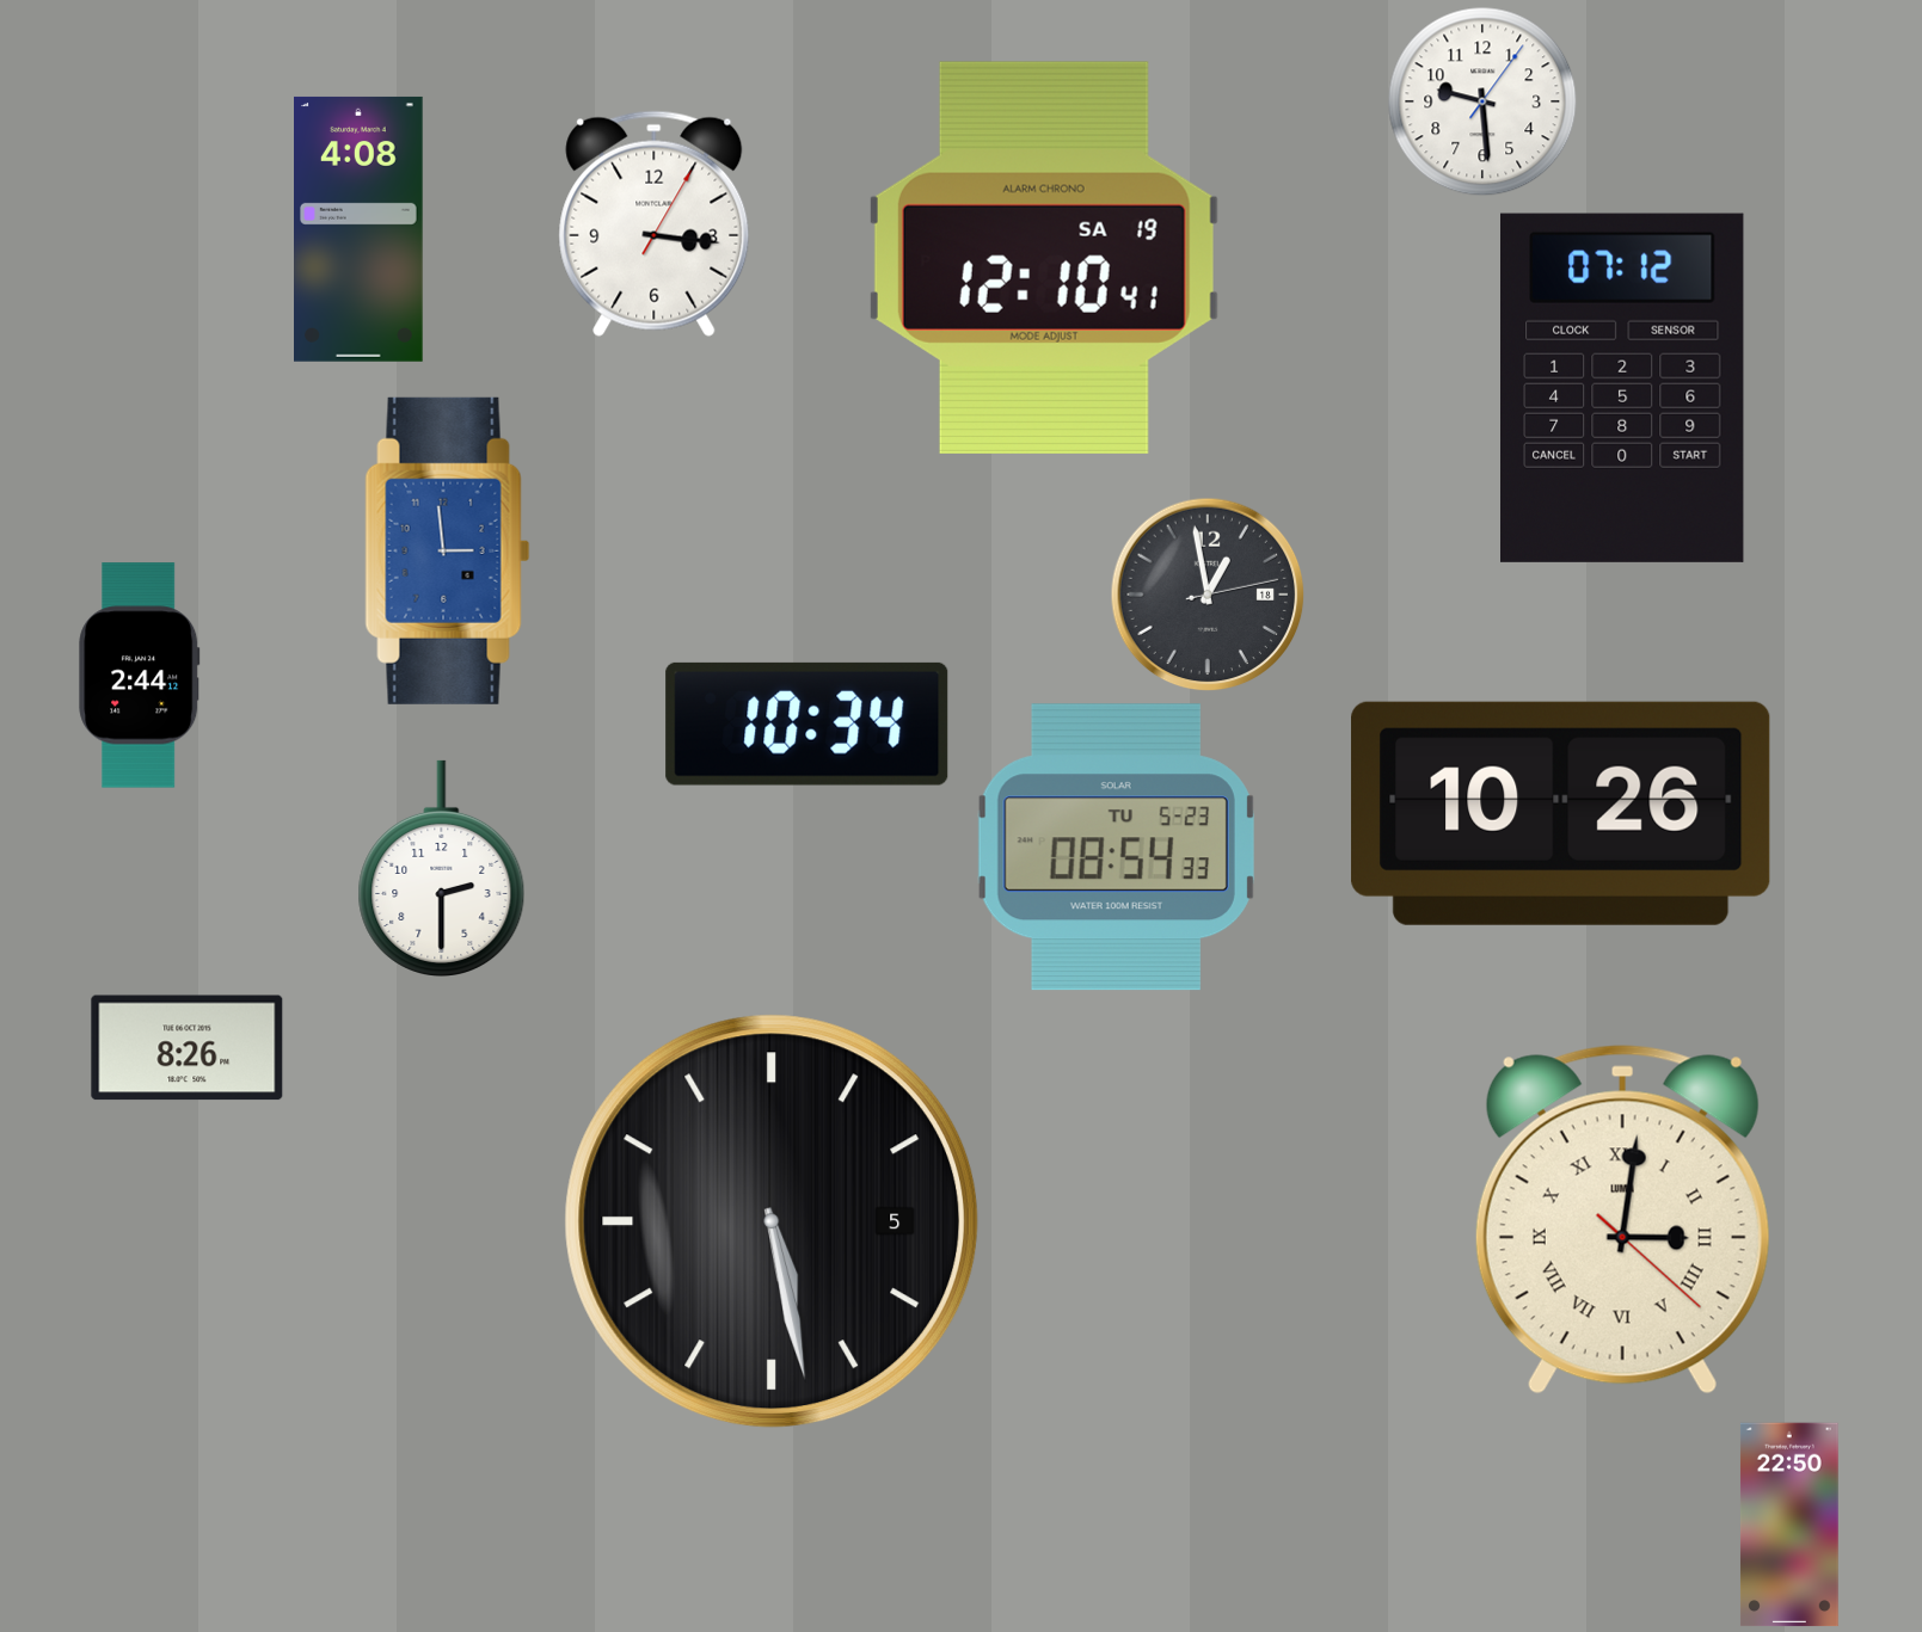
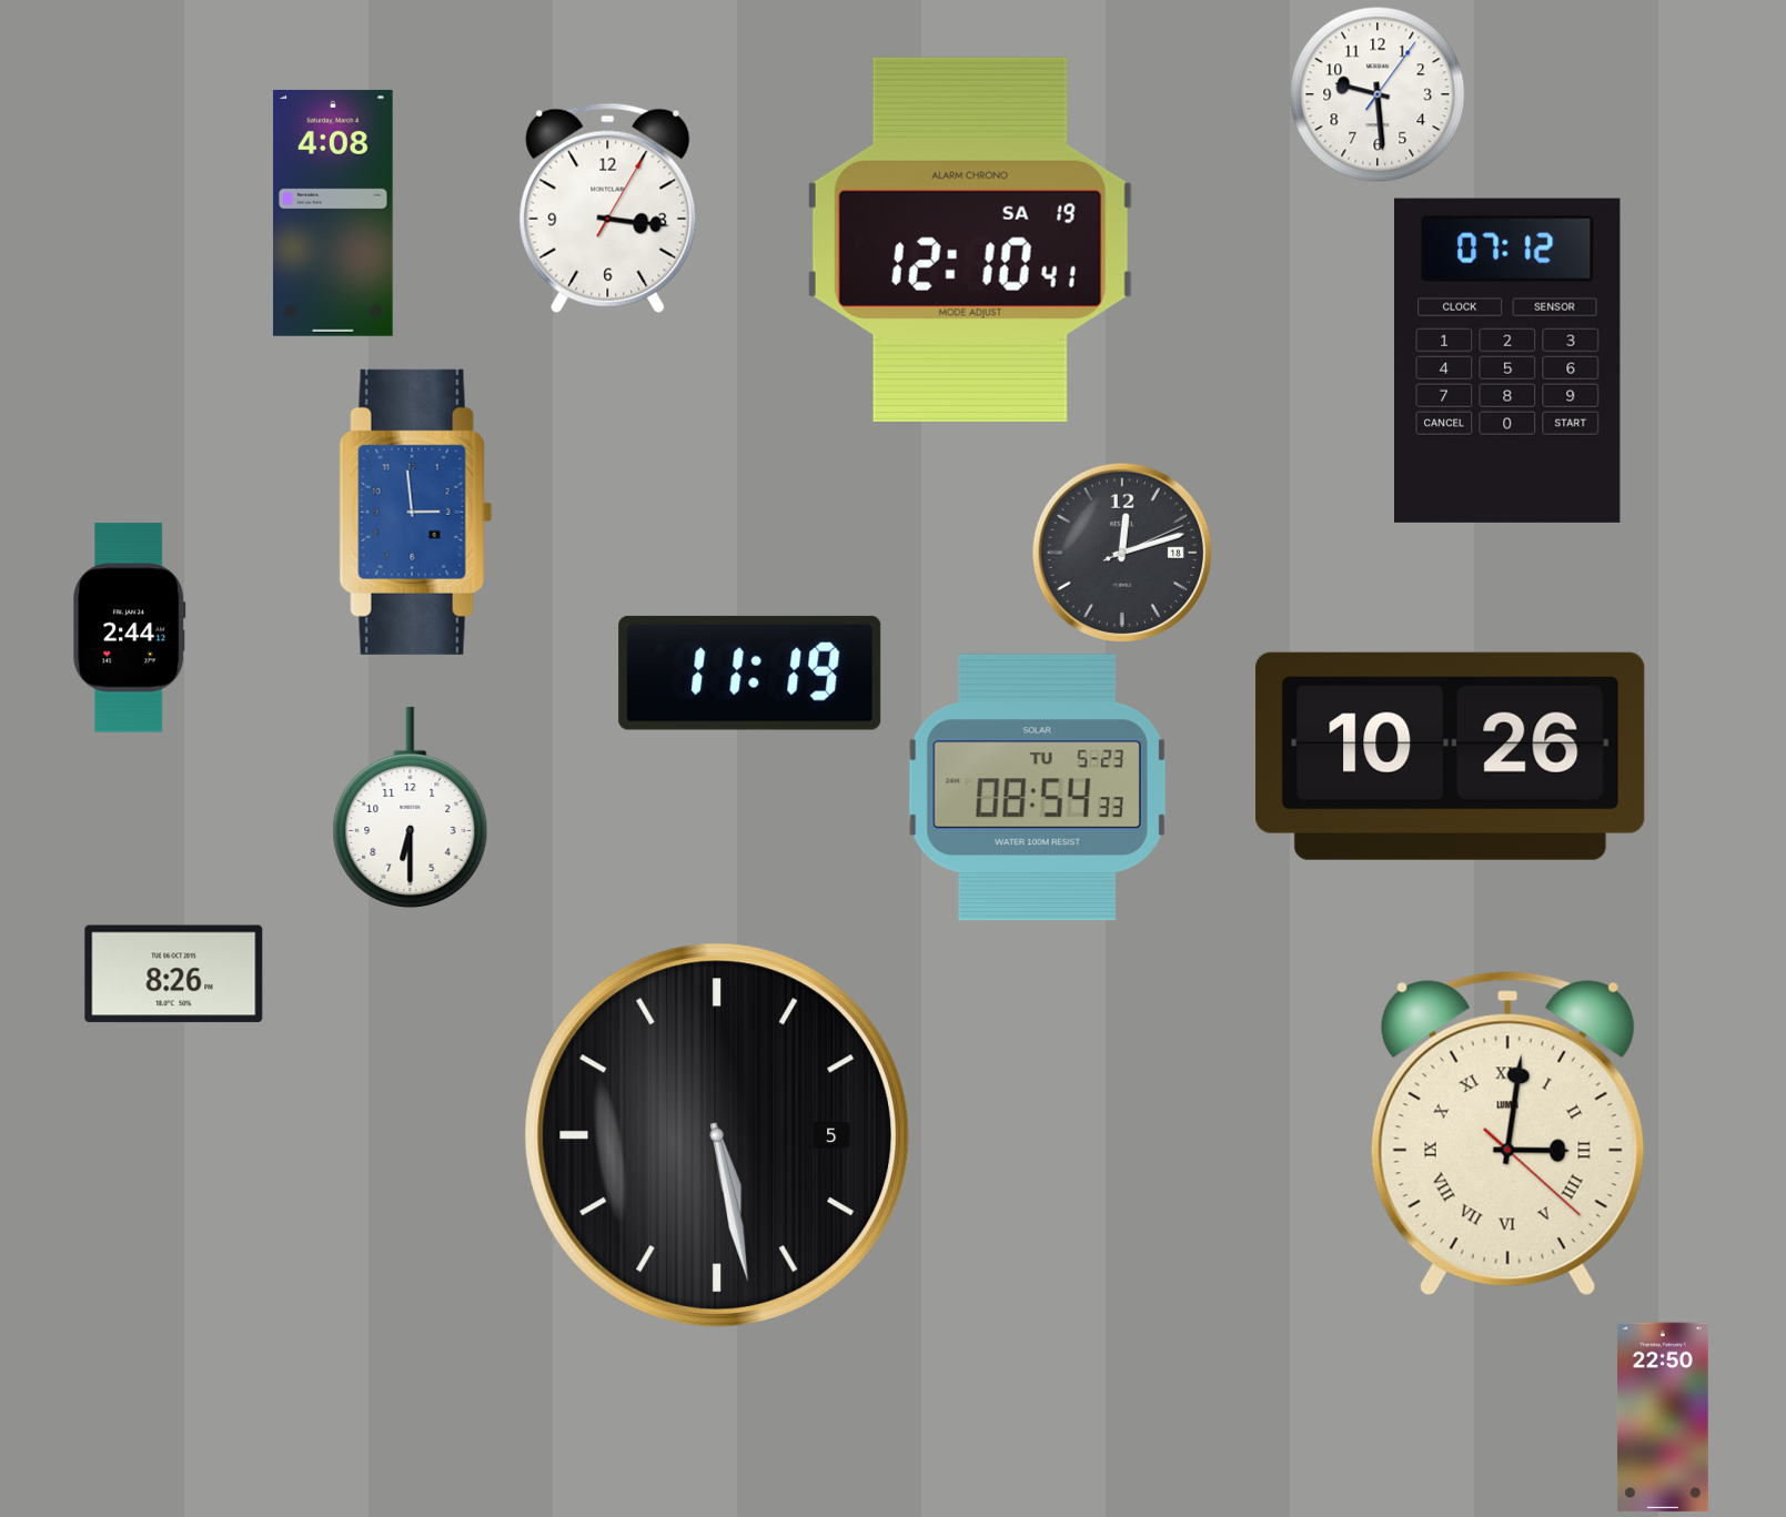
clock at (1208, 595): 12:58 -> 12:12
clock at (808, 723): 10:34 -> 11:19
clock at (442, 868): 2:30 -> 6:30
